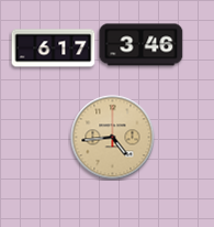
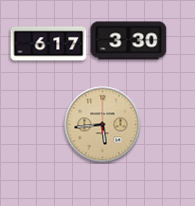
clock at (142, 45): 3:46 -> 3:30
clock at (113, 138): 4:44 -> 5:44
